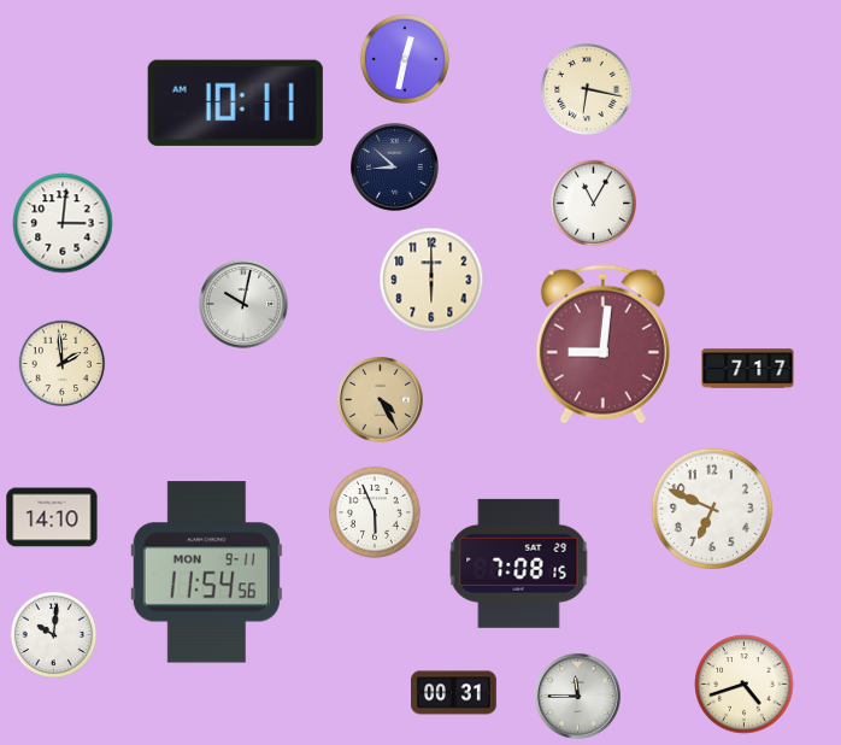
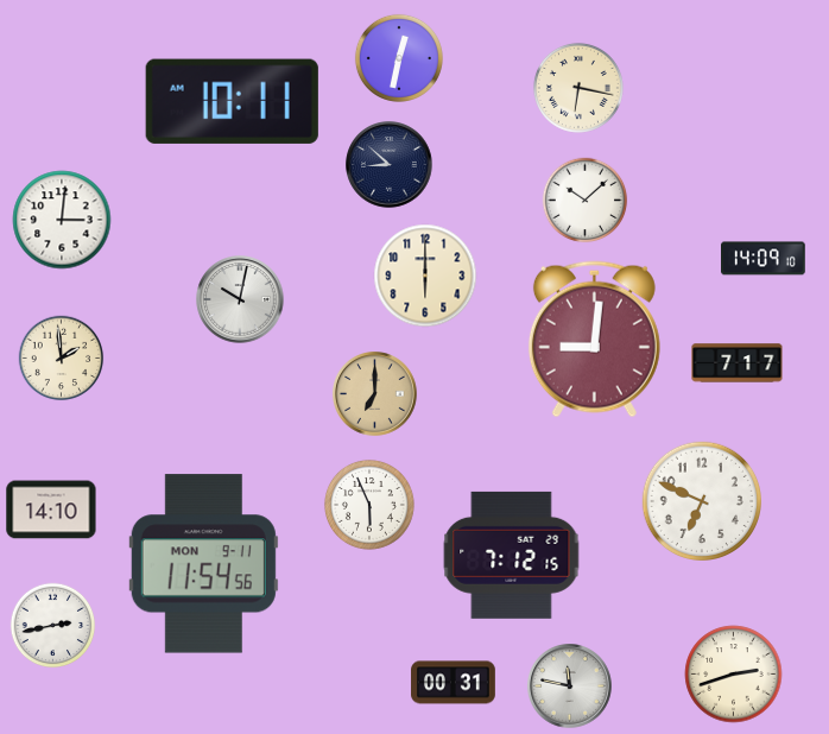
clock at (594, 204): 11:05 -> 10:08
clock at (764, 259): none -> 14:09
clock at (381, 400): 4:25 -> 7:00
clock at (519, 563): 7:08 -> 7:12
clock at (54, 635): 10:01 -> 2:43
clock at (745, 685): 4:42 -> 2:42
clock at (454, 693) position: (454, 693) -> (454, 683)
clock at (578, 697): 11:45 -> 11:47
